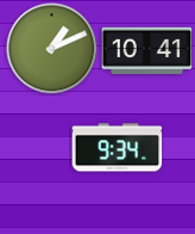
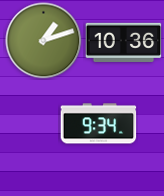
clock at (52, 49): 1:11 -> 1:12
clock at (147, 50): 10:41 -> 10:36
